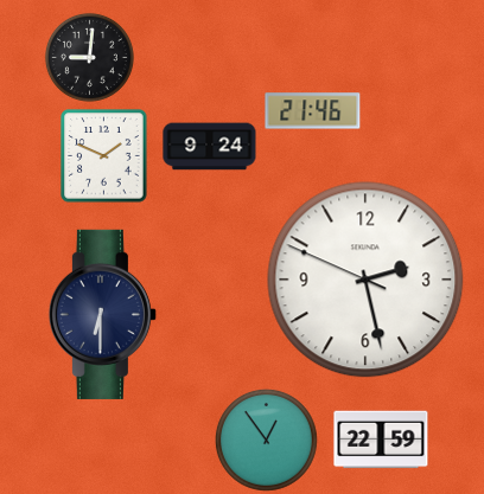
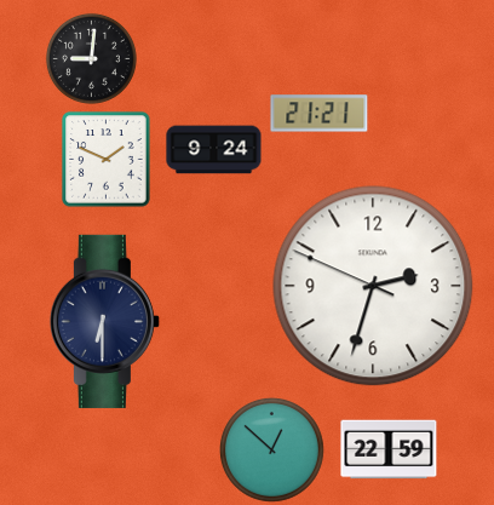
clock at (313, 111): 21:46 -> 21:21
clock at (365, 280): 2:27 -> 2:32
clock at (267, 441): 12:54 -> 12:52
